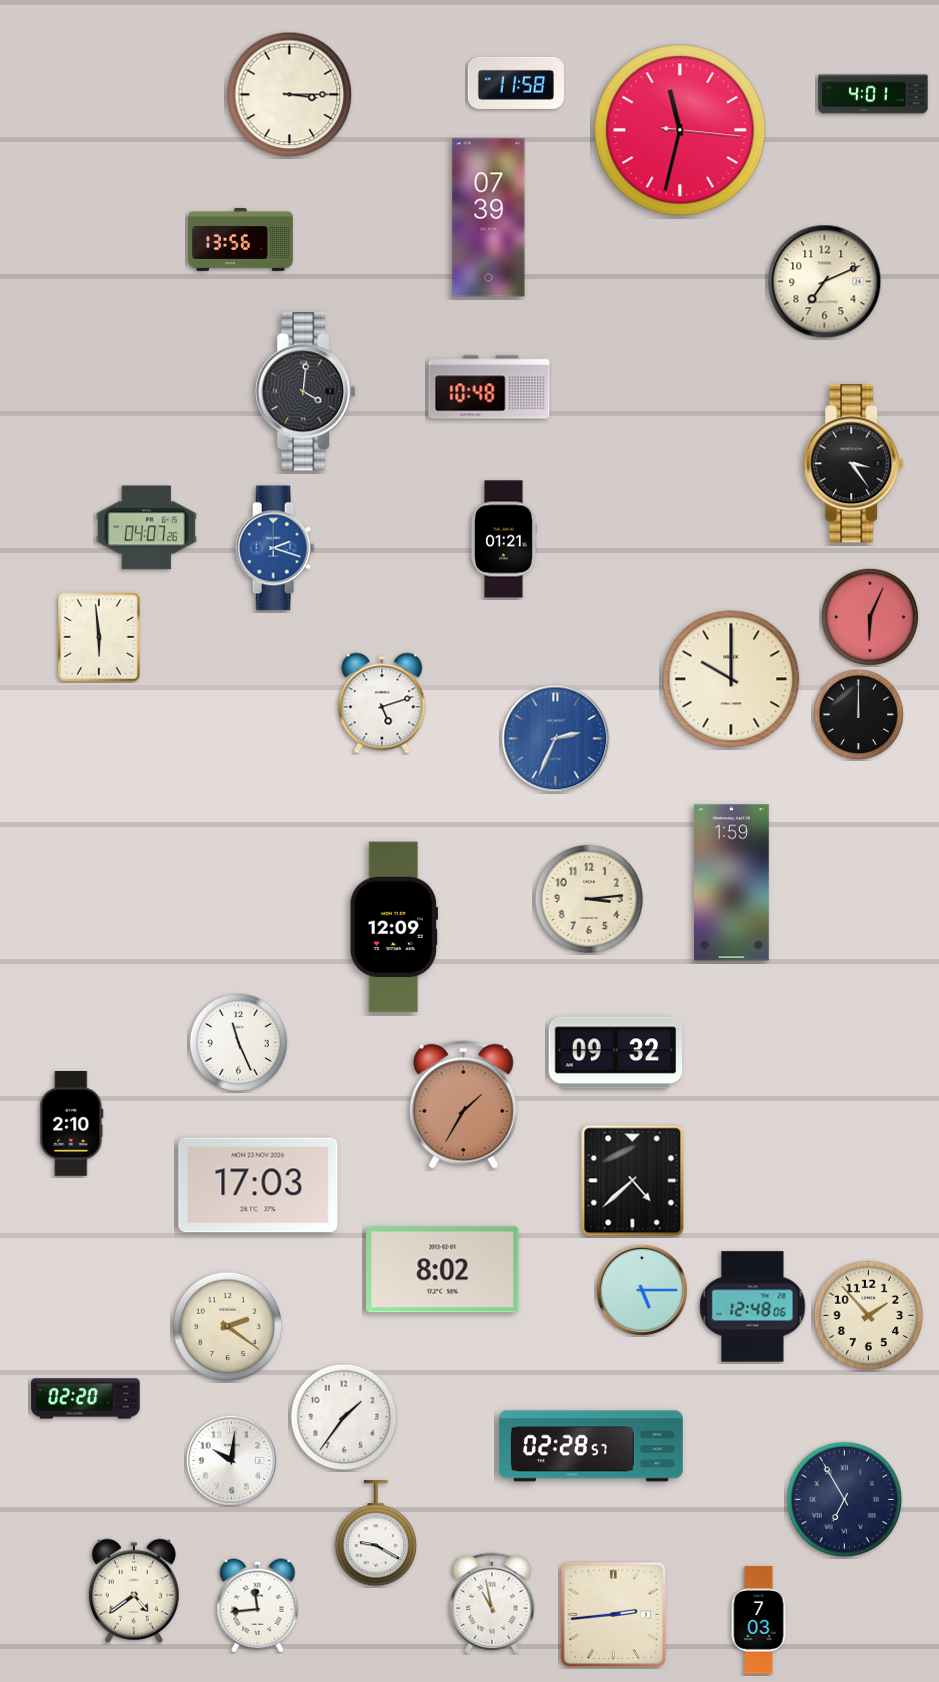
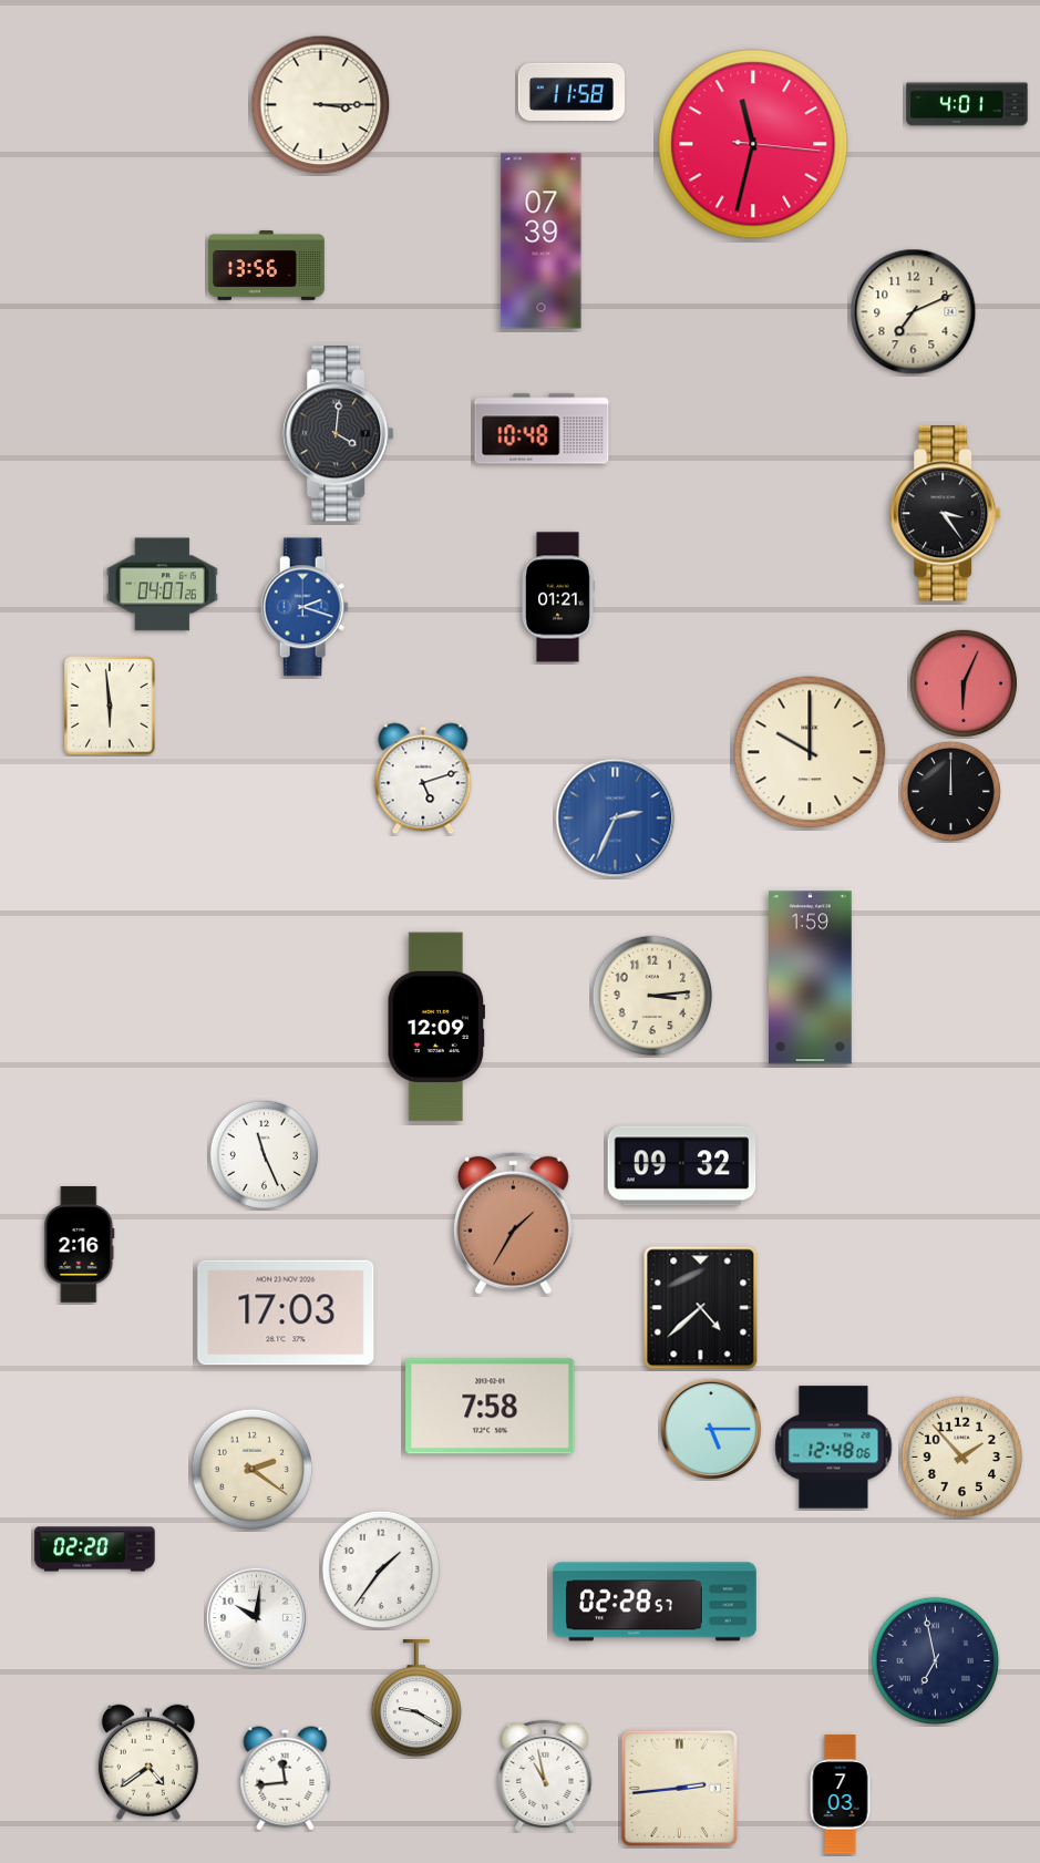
clock at (72, 1124): 2:10 -> 2:16
clock at (443, 1270): 8:02 -> 7:58
clock at (845, 1500): 6:55 -> 6:58
